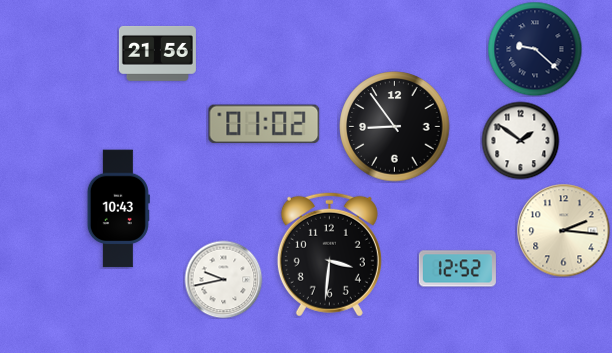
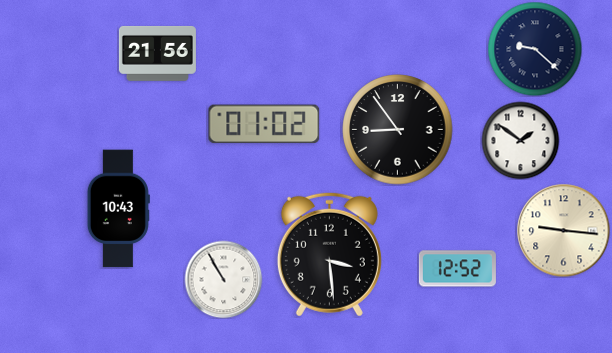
clock at (395, 127) position: (395, 127) -> (398, 130)
clock at (563, 230): 2:16 -> 9:16
clock at (329, 254): 3:31 -> 3:29
clock at (223, 279): 9:43 -> 10:55
